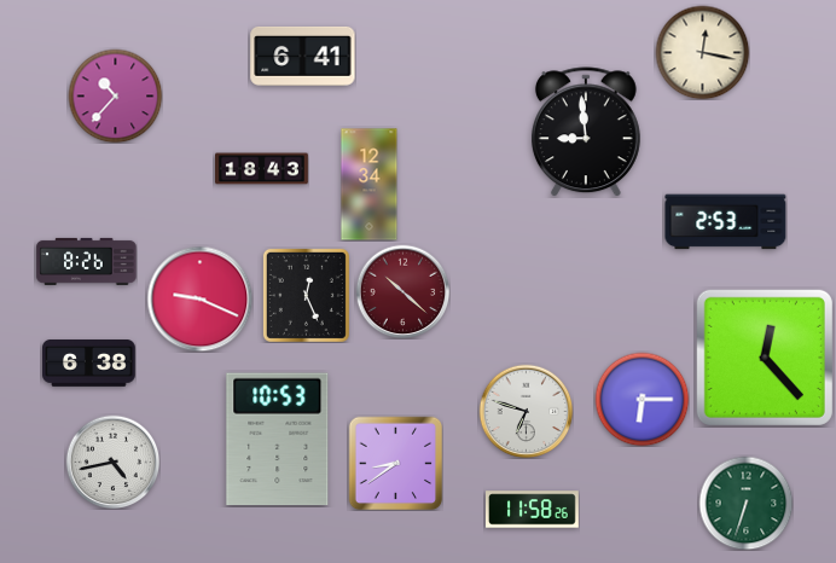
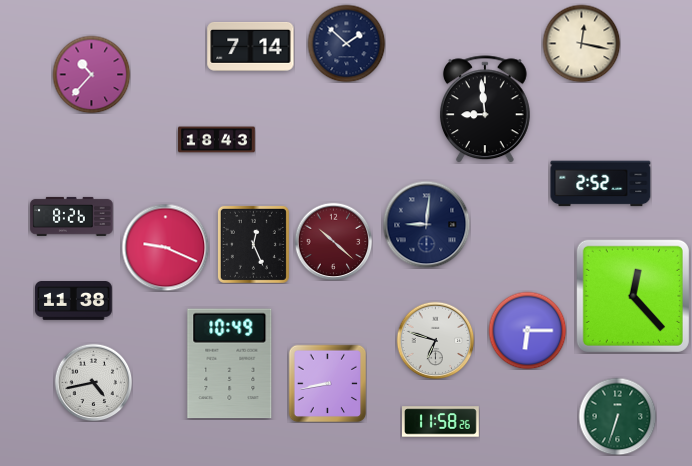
clock at (346, 43): none -> 1:52
clock at (303, 56): 6:41 -> 7:14
clock at (115, 95) position: (115, 95) -> (91, 74)
clock at (370, 185): 12:34 -> none
clock at (726, 222): 2:53 -> 2:52
clock at (426, 224): none -> 9:01
clock at (89, 364): 6:38 -> 11:38
clock at (641, 399) position: (641, 399) -> (527, 330)
clock at (278, 440): 10:53 -> 10:49
clock at (395, 463): 8:39 -> 8:43
